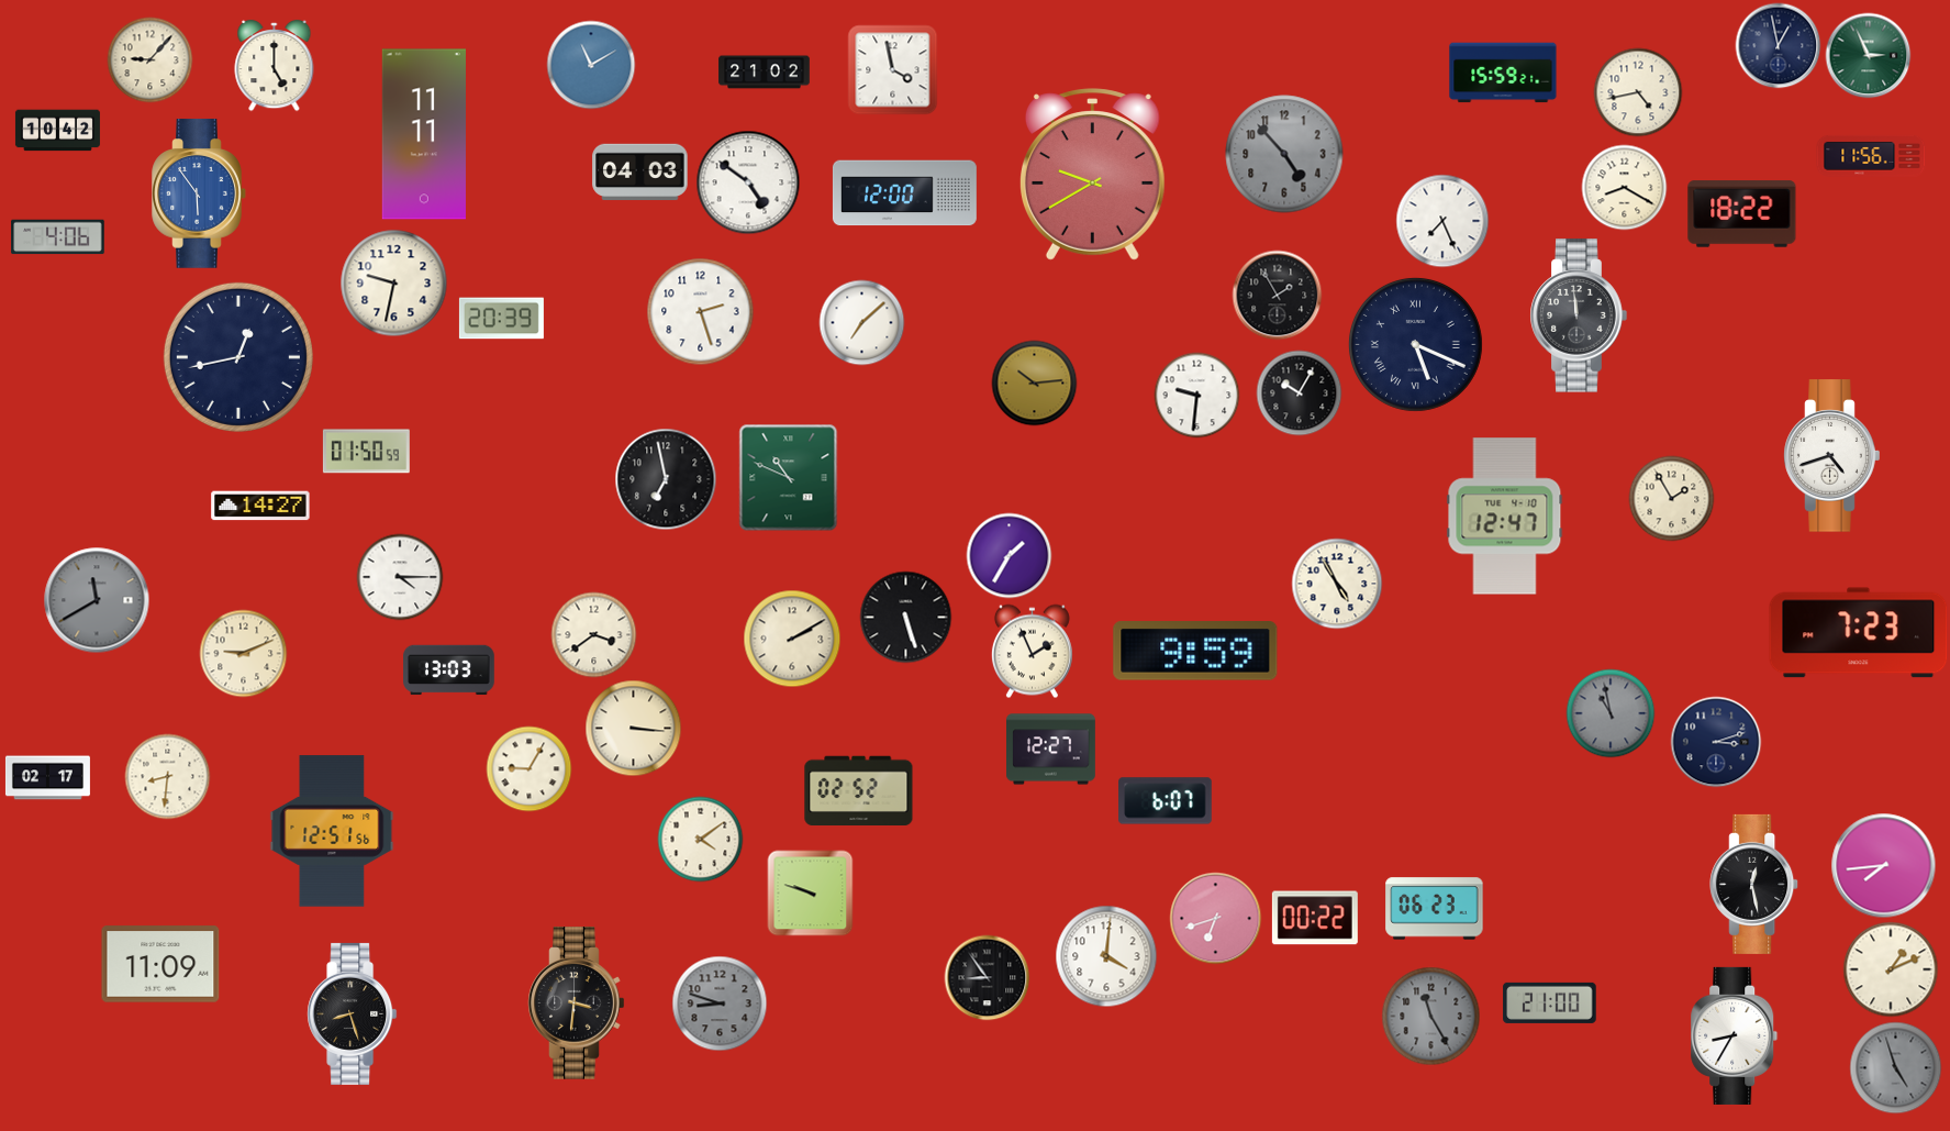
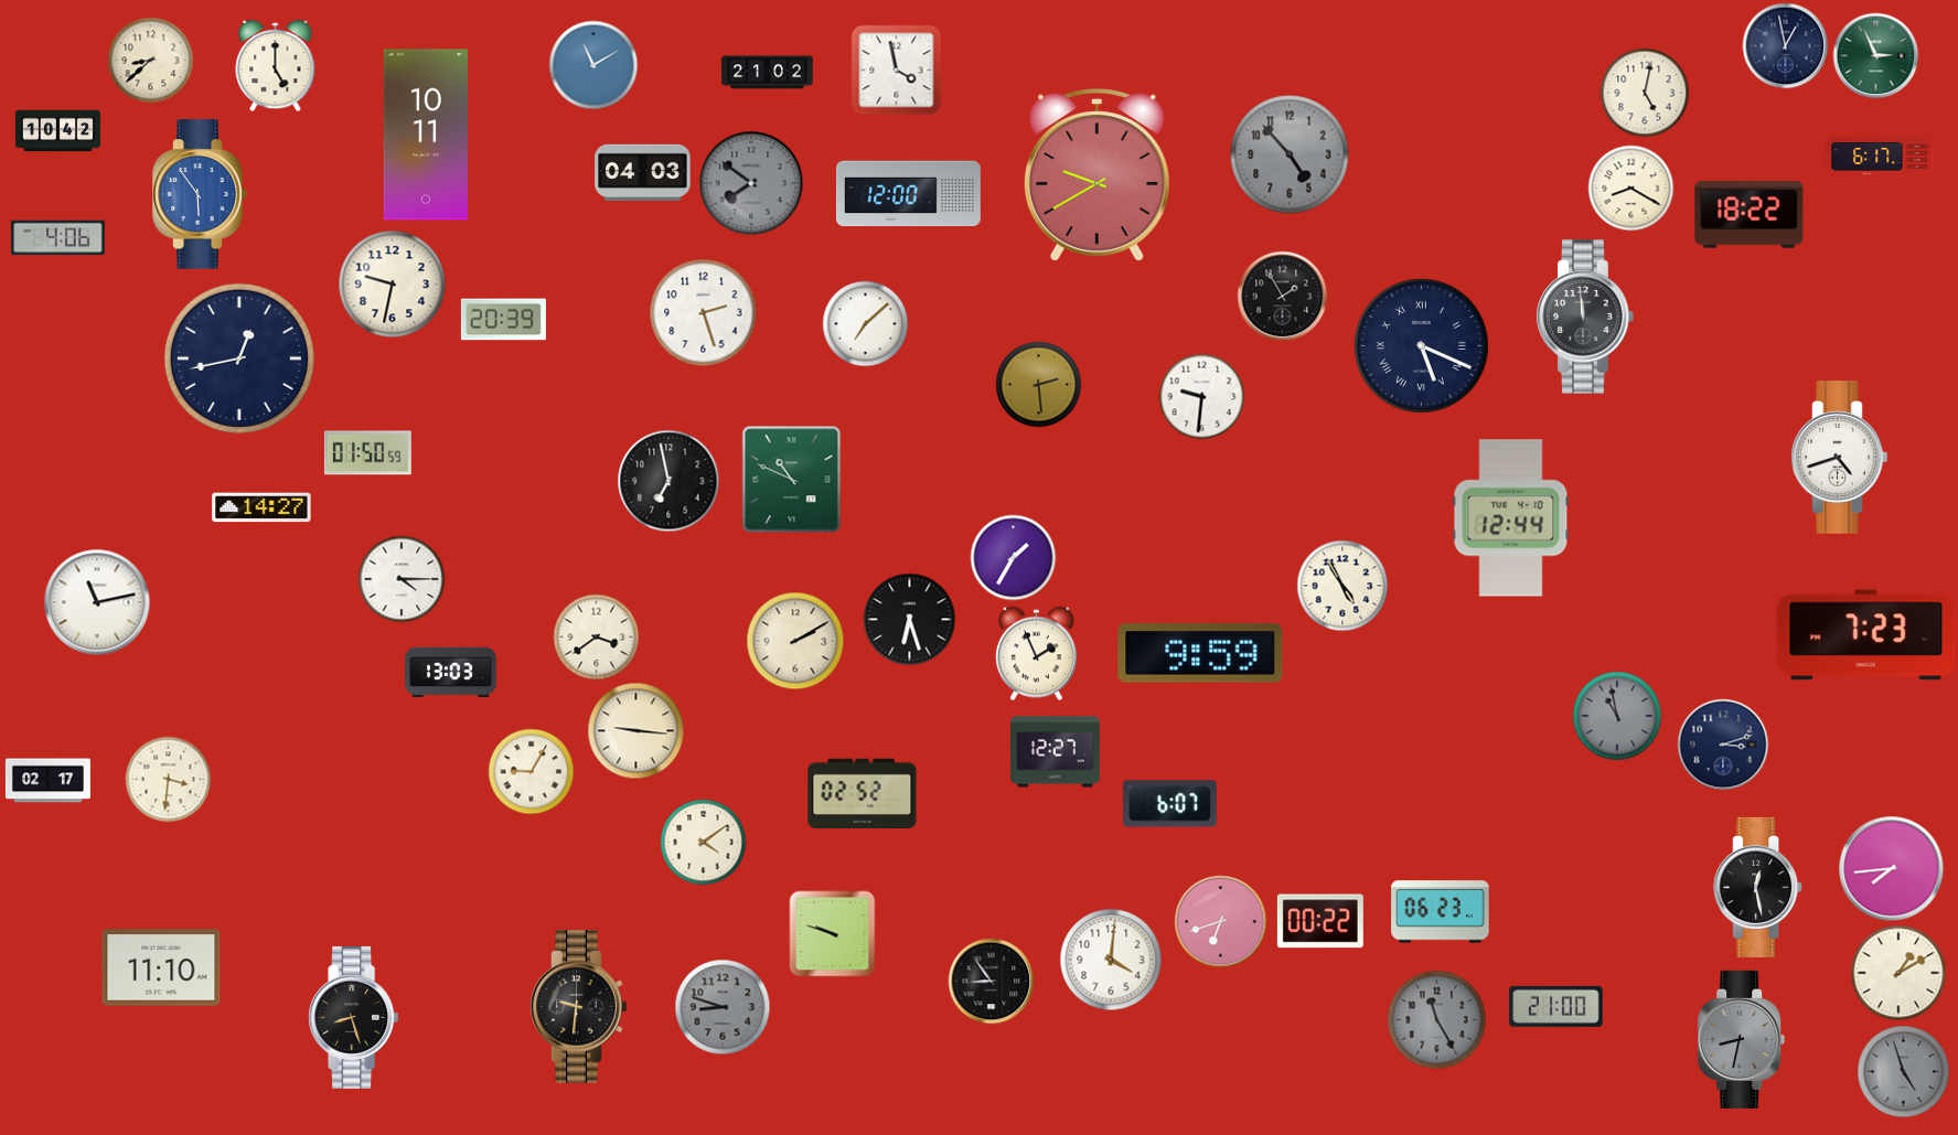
clock at (149, 59): 9:07 -> 8:38
clock at (1503, 73): 15:59 -> none
clock at (1638, 92): 4:43 -> 5:02
clock at (424, 134): 11:11 -> 10:11
clock at (1871, 156): 11:56 -> 6:17
clock at (748, 182): 4:51 -> 7:51
clock at (748, 182) dial: white -> grey
clock at (1442, 221): 7:26 -> none
clock at (393, 282) position: (393, 282) -> (392, 283)
clock at (1034, 382): 10:14 -> 2:29
clock at (1299, 392): 10:05 -> none
clock at (1671, 498): 1:55 -> none
clock at (1505, 517): 12:47 -> 12:44
clock at (97, 600): 11:40 -> 11:13
clock at (97, 600) dial: grey -> white
clock at (905, 617): 5:27 -> 6:27
clock at (243, 653): 9:11 -> none
clock at (633, 728): 3:16 -> 9:16
clock at (167, 776): 8:31 -> 3:31
clock at (332, 831): 12:51 -> none
clock at (1754, 884) position: (1754, 884) -> (1758, 887)
clock at (810, 892) position: (810, 892) -> (832, 933)
clock at (160, 964): 11:09 -> 11:10
clock at (1891, 969): 1:11 -> 1:10
clock at (577, 1004): 3:31 -> 9:31
clock at (1735, 1035): 8:35 -> 8:32
clock at (1735, 1035) dial: white -> grey
